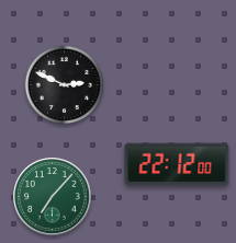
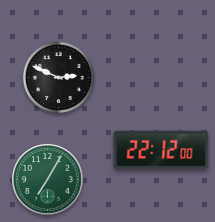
clock at (53, 197): 7:07 -> 7:05
